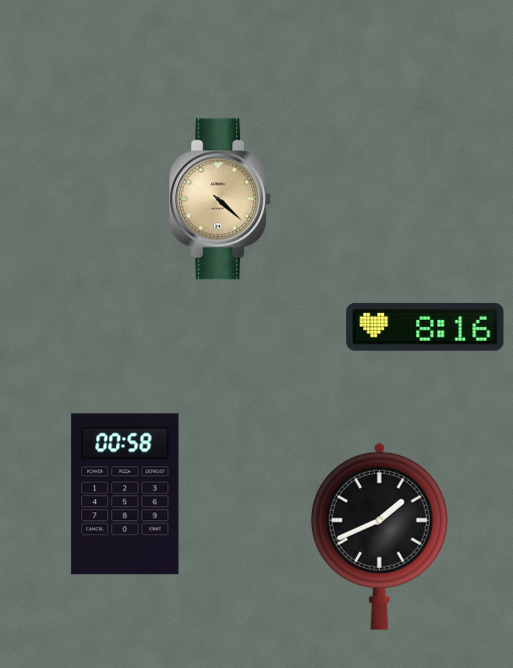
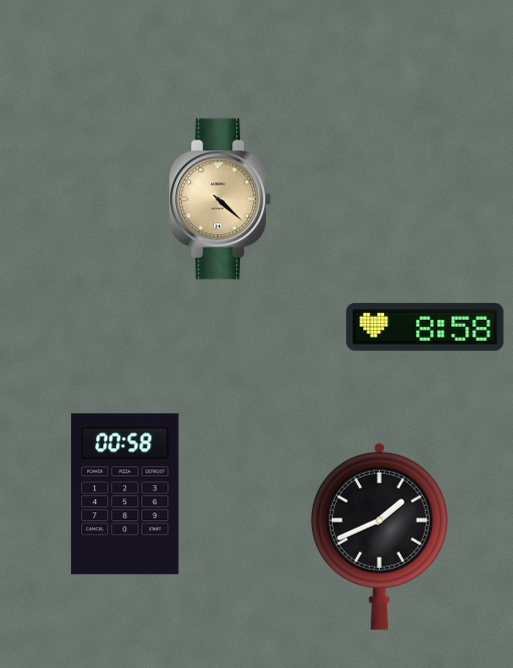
clock at (425, 327): 8:16 -> 8:58
